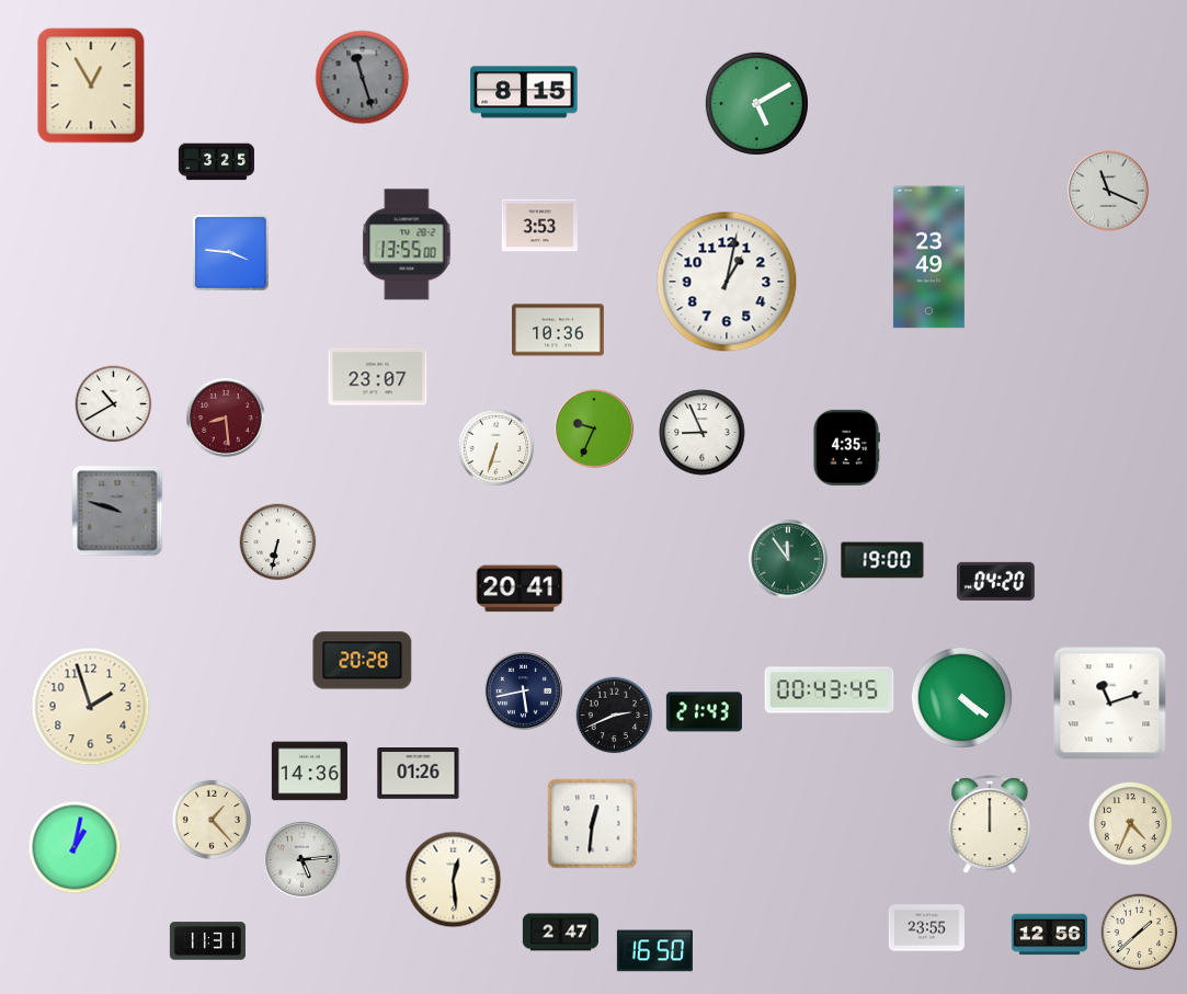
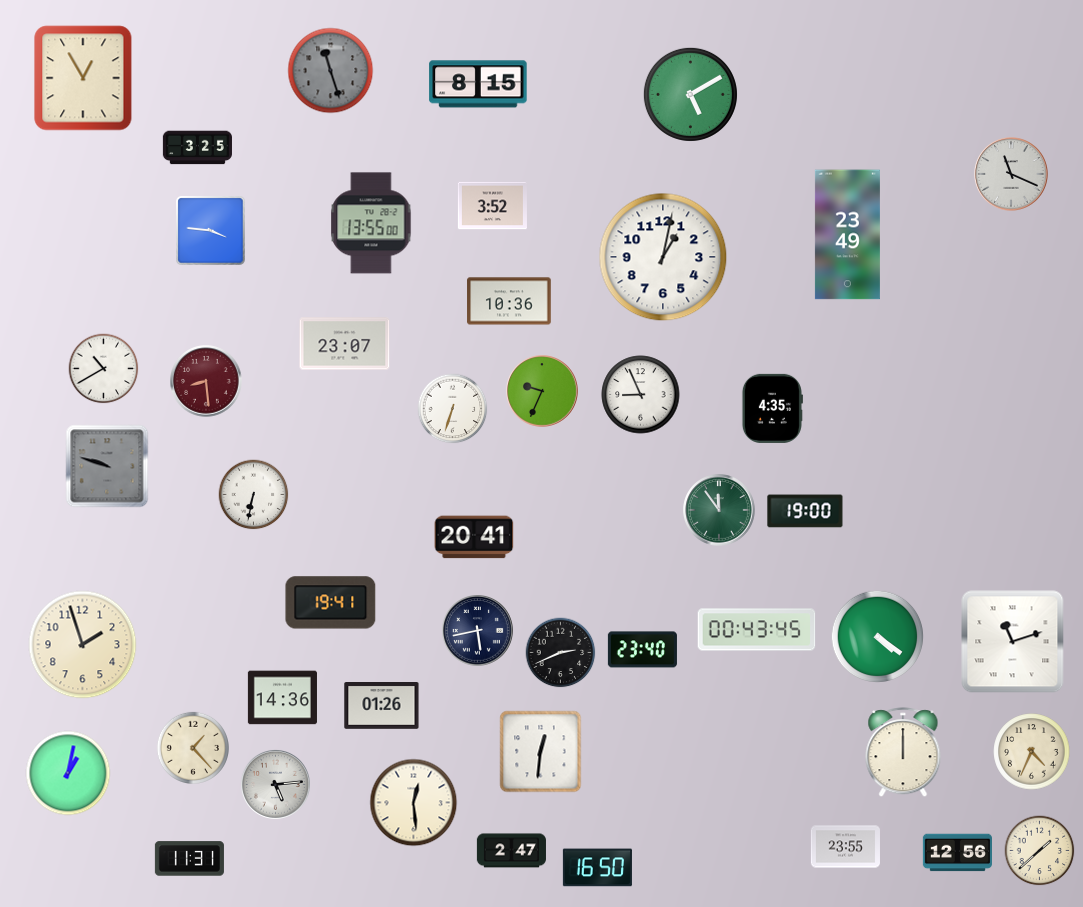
clock at (539, 226): 3:53 -> 3:52
clock at (995, 581): 04:20 -> none
clock at (363, 661): 20:28 -> 19:41
clock at (704, 712): 21:43 -> 23:40
clock at (309, 772) position: (309, 772) -> (282, 698)
